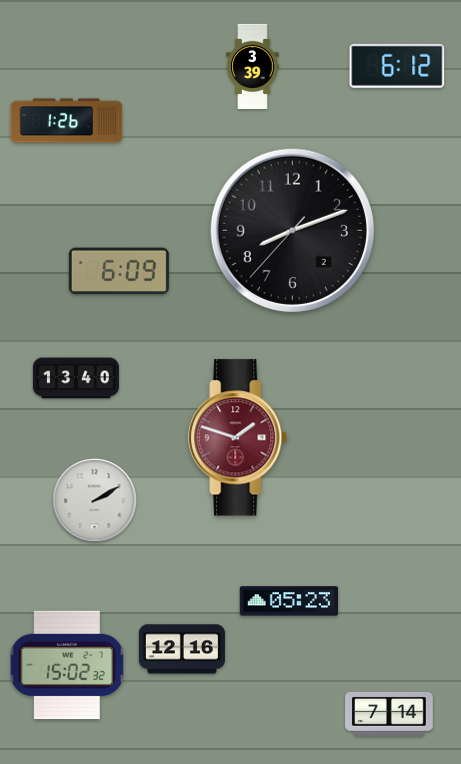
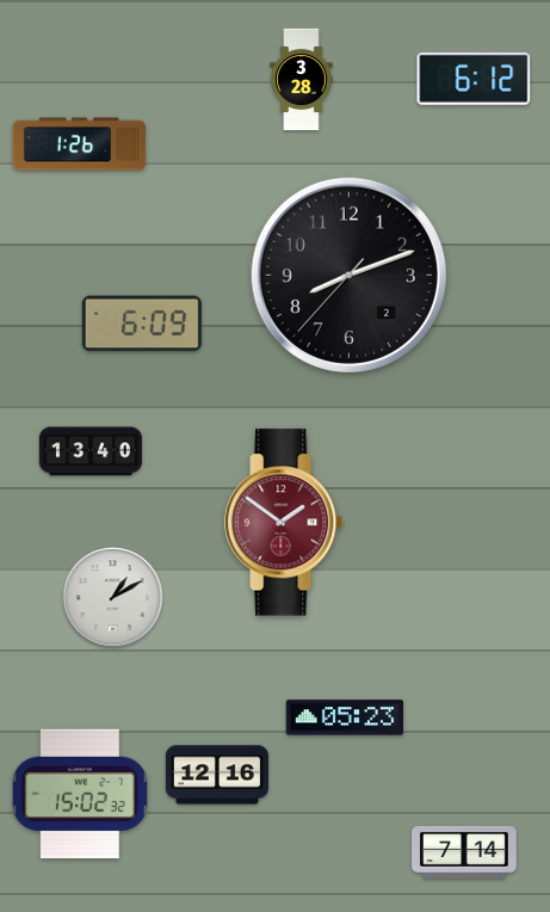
clock at (253, 67): 3:39 -> 3:28
clock at (238, 438): 1:48 -> 1:51
clock at (95, 501): 2:10 -> 1:10
